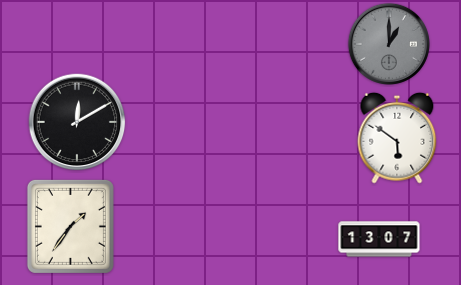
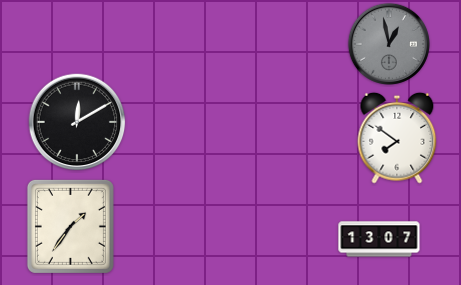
clock at (389, 44): 1:00 -> 12:58
clock at (397, 138): 5:51 -> 7:51
